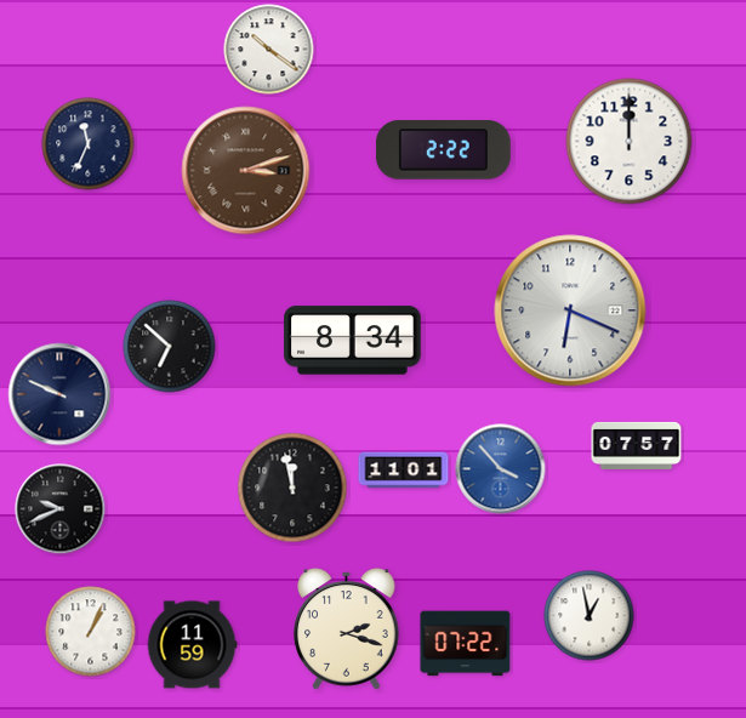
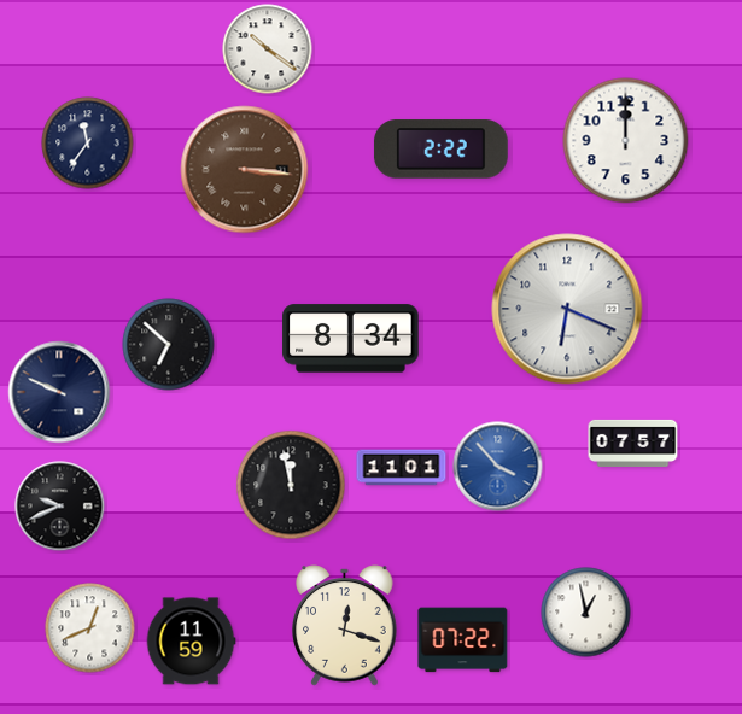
clock at (89, 144): 11:34 -> 11:36
clock at (246, 171): 3:12 -> 3:16
clock at (347, 629): 2:18 -> 12:18
clock at (91, 632): 1:04 -> 12:41
